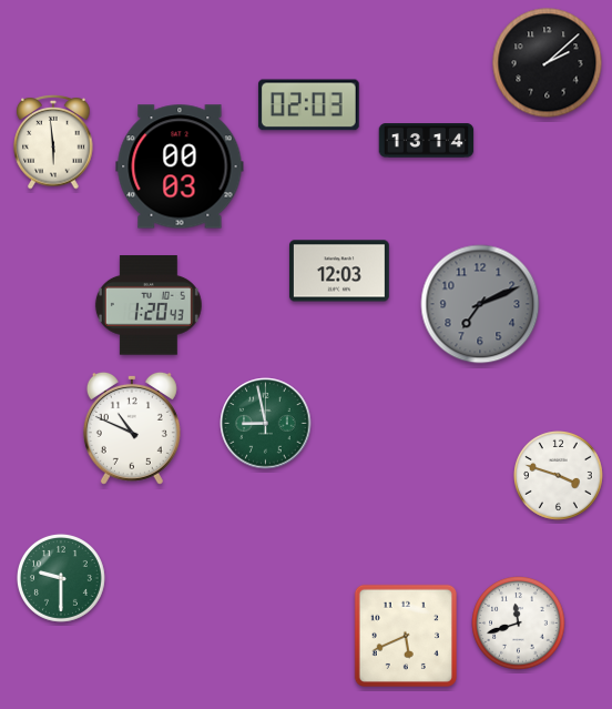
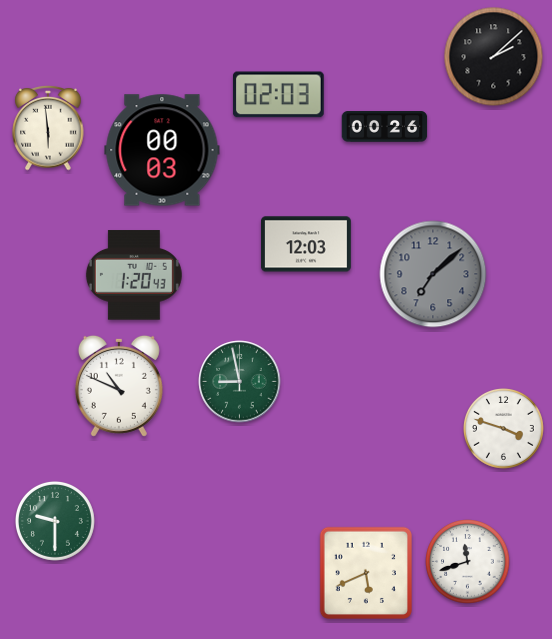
clock at (427, 141): 13:14 -> 00:26
clock at (480, 304): 7:11 -> 7:08
